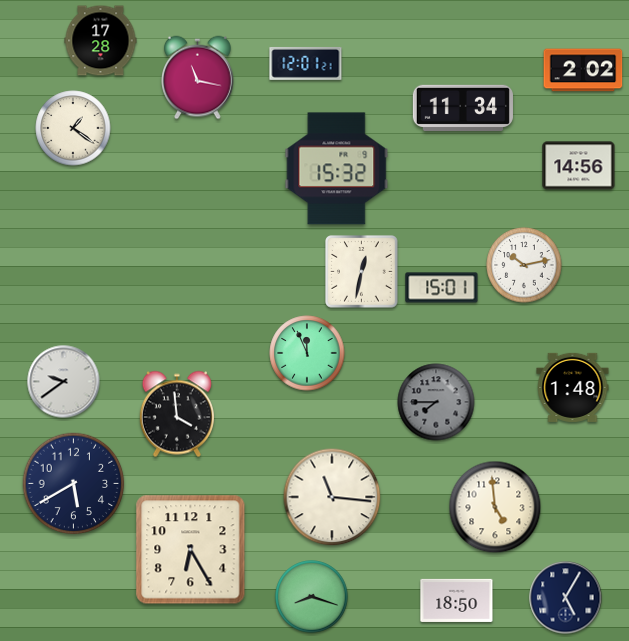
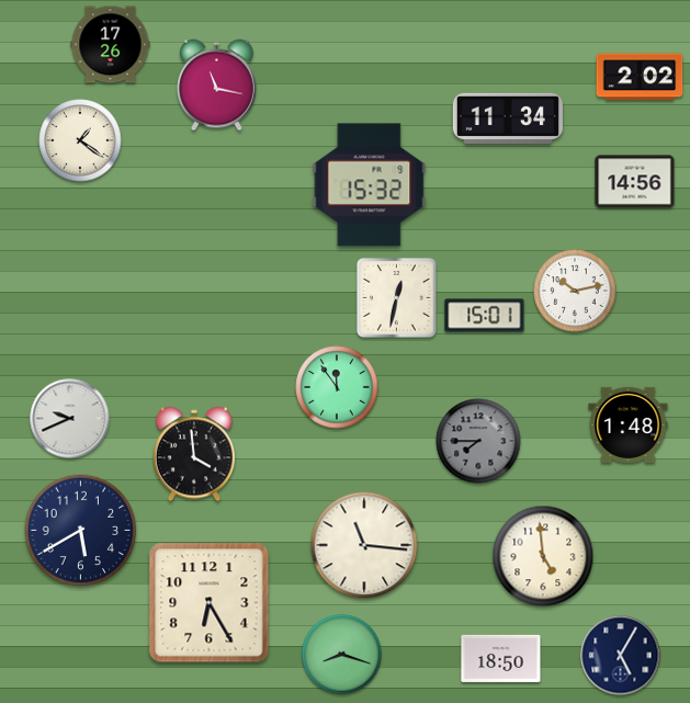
clock at (101, 41): 17:28 -> 17:26
clock at (306, 63): 12:01 -> none
clock at (307, 353): 11:56 -> 11:54
clock at (64, 382): 9:39 -> 9:41
